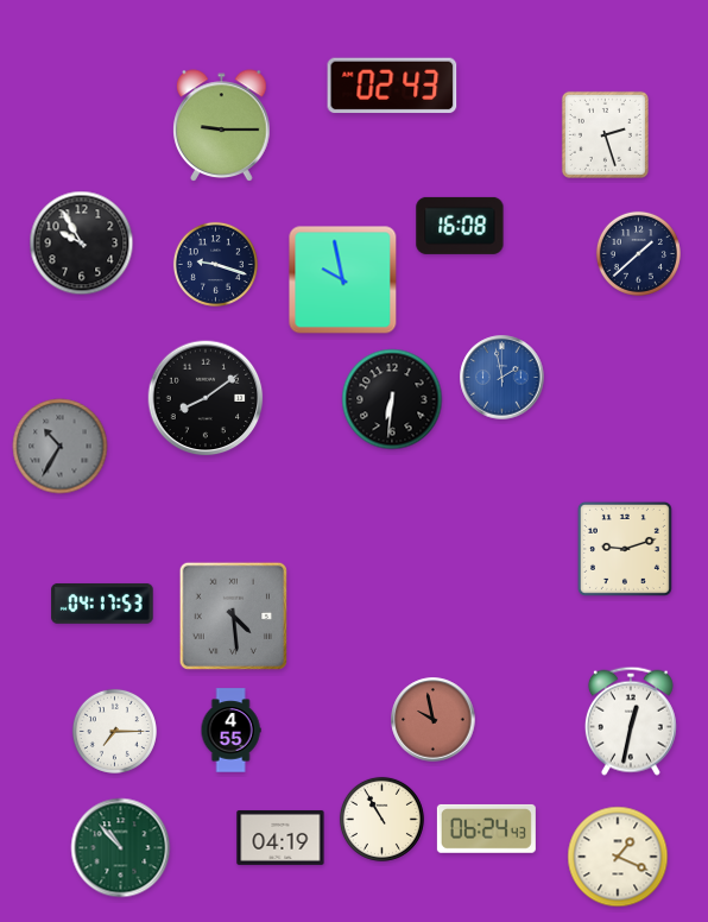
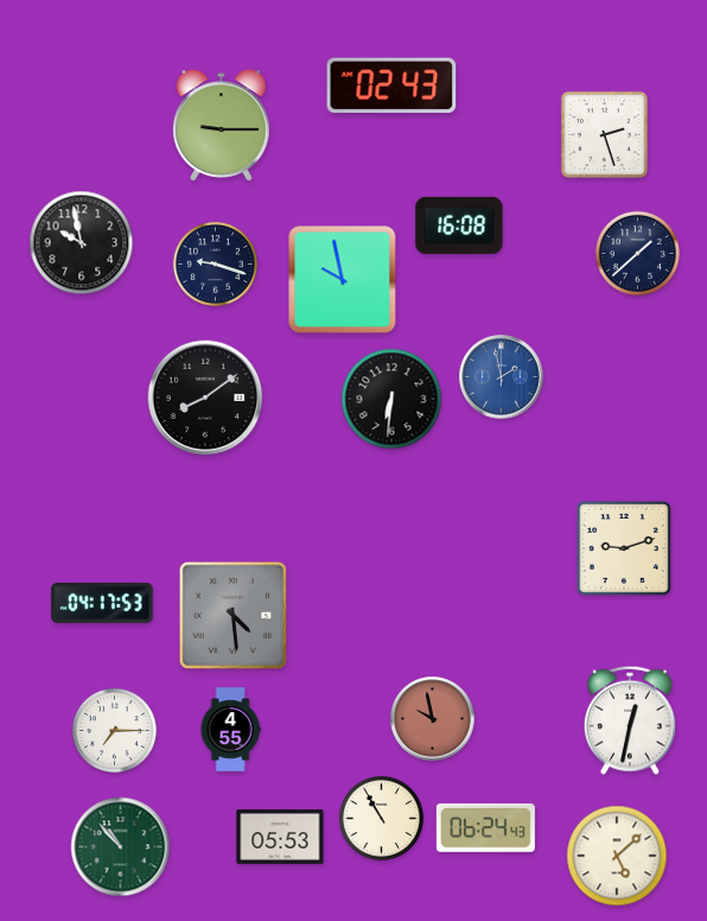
clock at (82, 244): 9:55 -> 9:58
clock at (61, 447): 10:35 -> none
clock at (280, 838): 04:19 -> 05:53
clock at (618, 857): 1:19 -> 5:08
